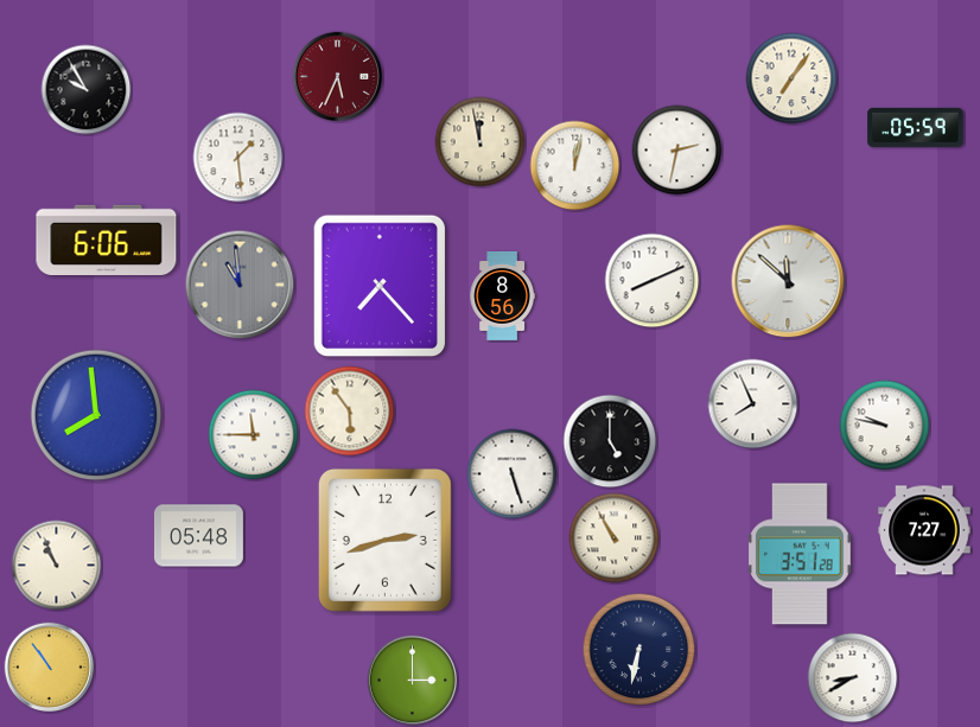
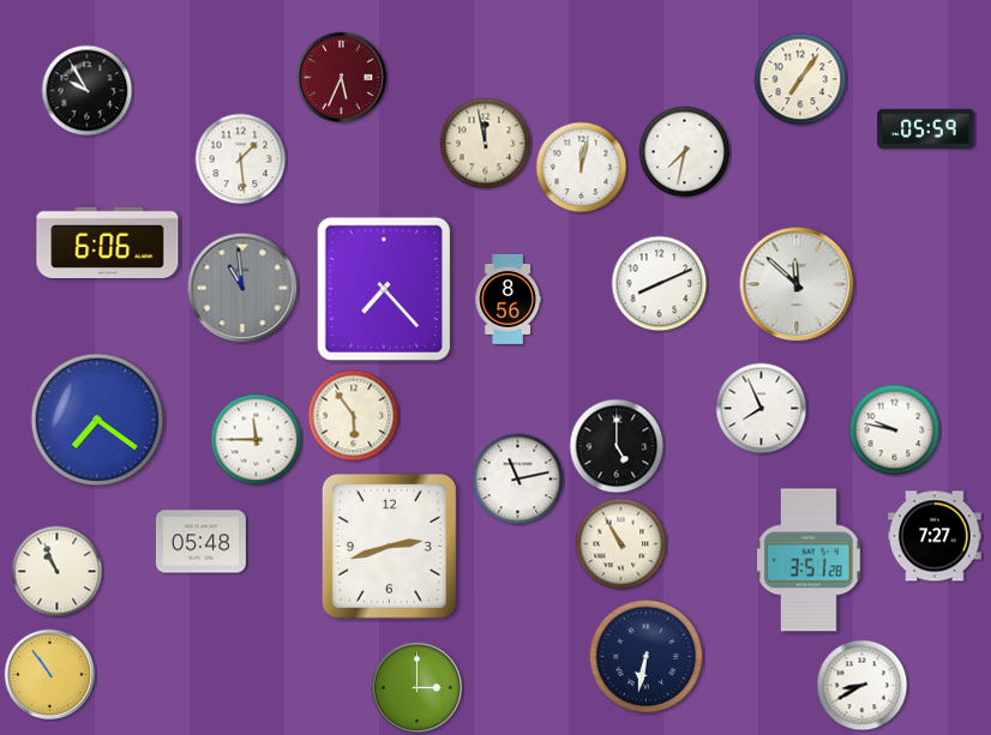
clock at (677, 151): 2:32 -> 7:32
clock at (96, 415): 7:59 -> 7:21
clock at (513, 474): 5:27 -> 11:13
